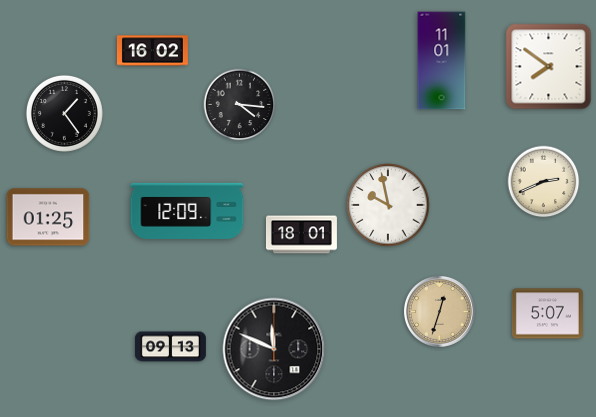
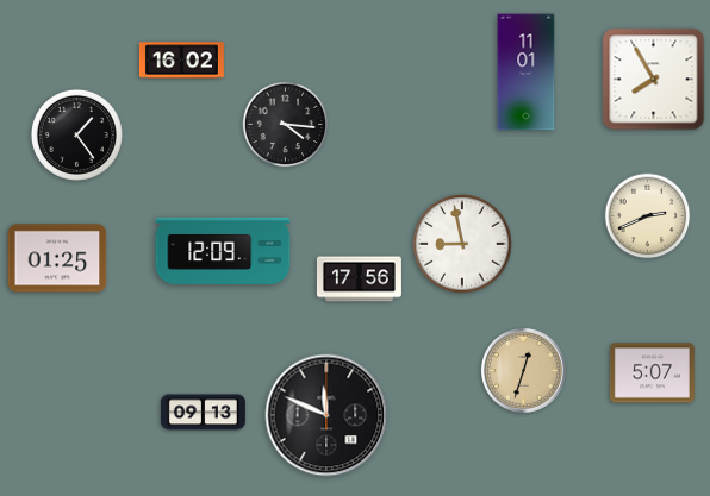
clock at (549, 67): 7:51 -> 7:55
clock at (388, 205): 9:58 -> 8:58
clock at (301, 235): 18:01 -> 17:56
